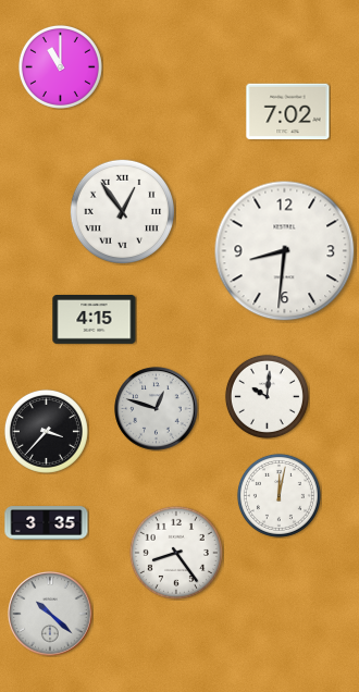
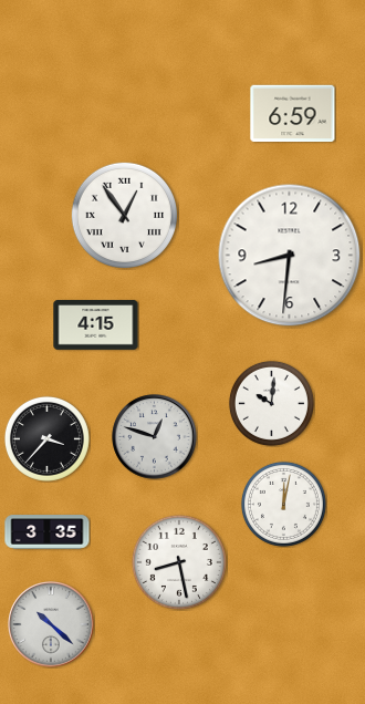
clock at (60, 66): 11:00 -> none
clock at (288, 112): 7:02 -> 6:59
clock at (157, 409) position: (157, 409) -> (155, 437)
clock at (176, 553): 8:24 -> 8:28
